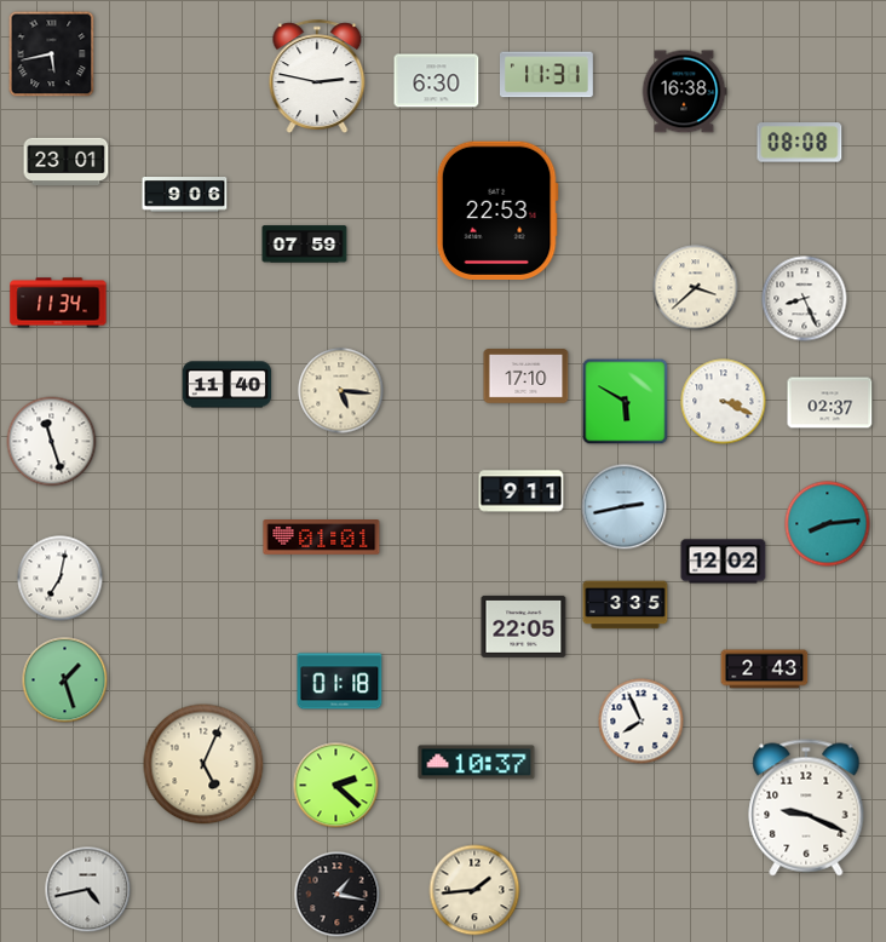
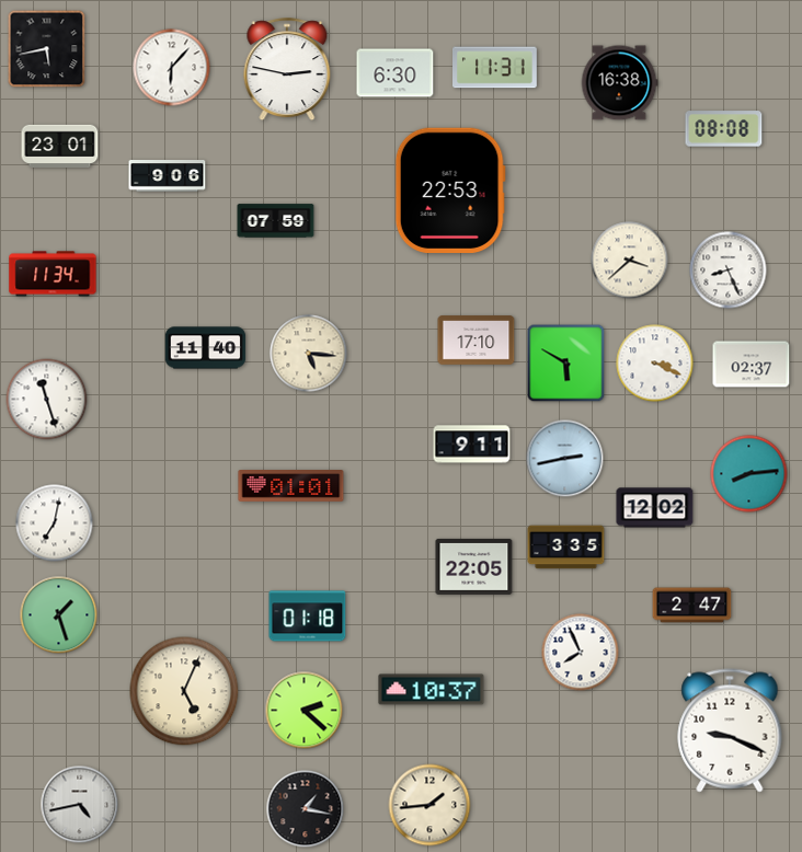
clock at (172, 68): none -> 6:07
clock at (765, 670): 2:43 -> 2:47
